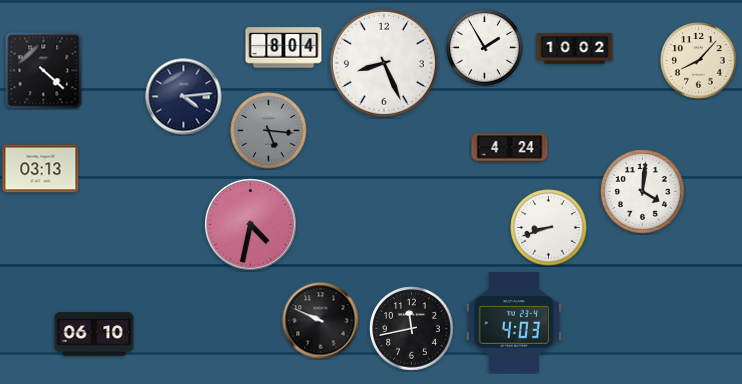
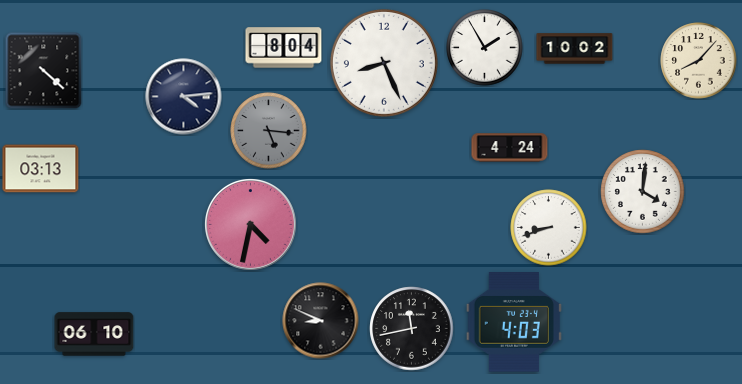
clock at (321, 321): 9:49 -> 8:49
